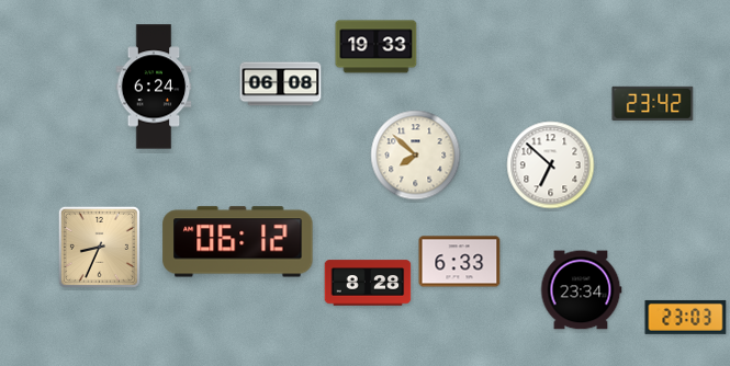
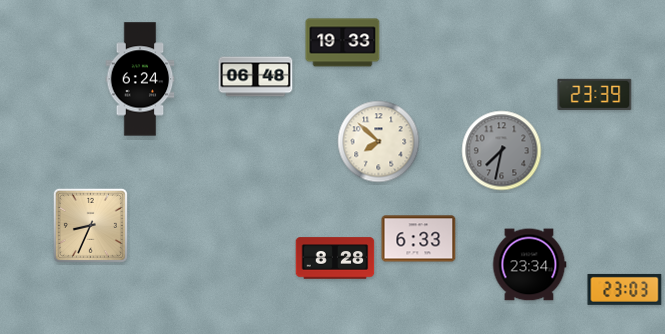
clock at (281, 84): 06:08 -> 06:48
clock at (653, 103): 23:42 -> 23:39
clock at (551, 165): 6:52 -> 7:32
clock at (551, 165) dial: white -> grey
clock at (238, 242): 06:12 -> none
